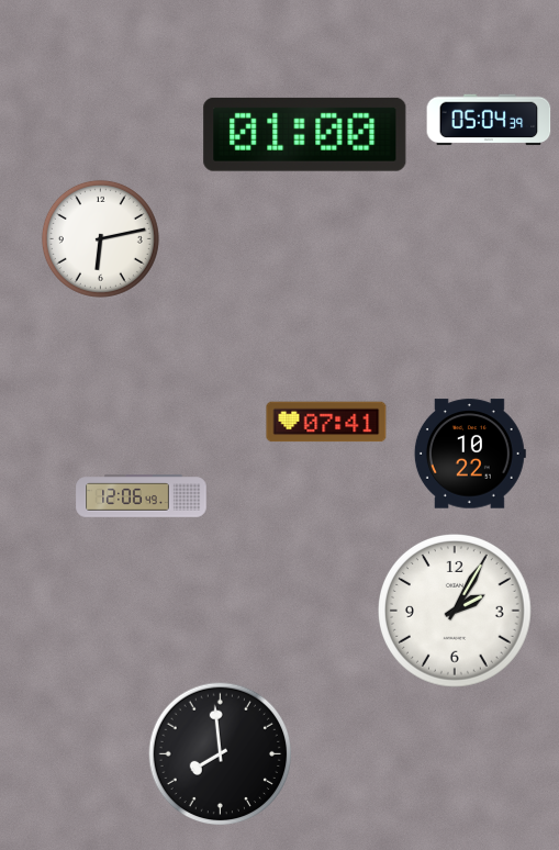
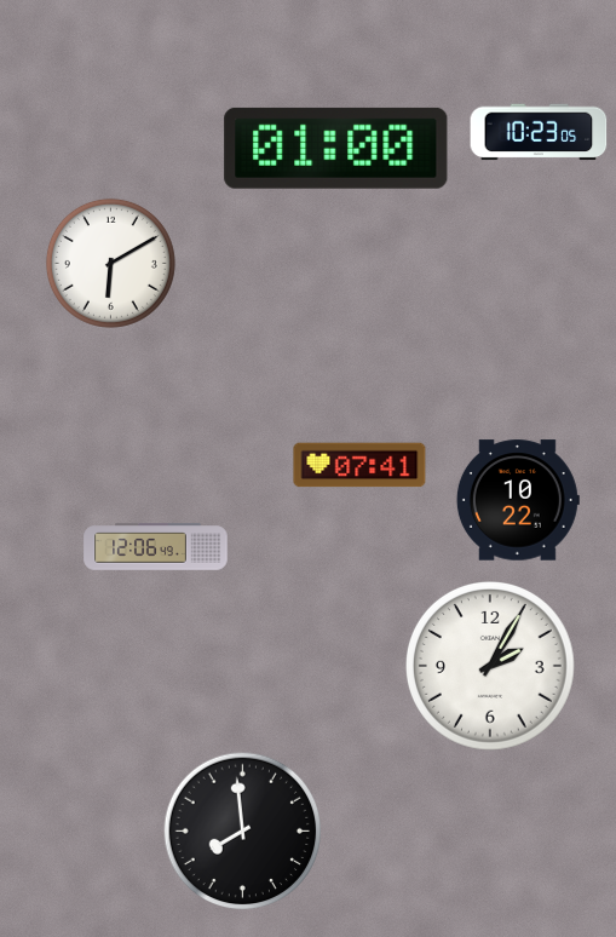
clock at (489, 120): 05:04 -> 10:23
clock at (100, 238): 6:13 -> 6:10
clock at (456, 612) position: (456, 612) -> (491, 667)
